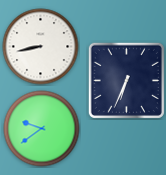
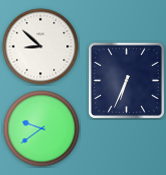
clock at (41, 47): 8:43 -> 8:52
